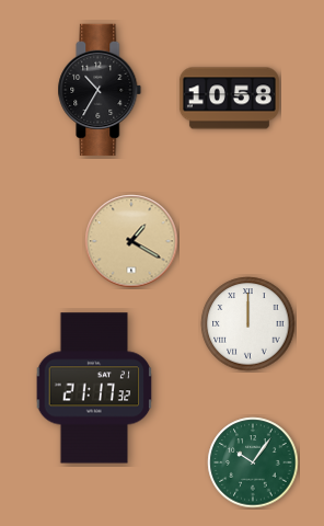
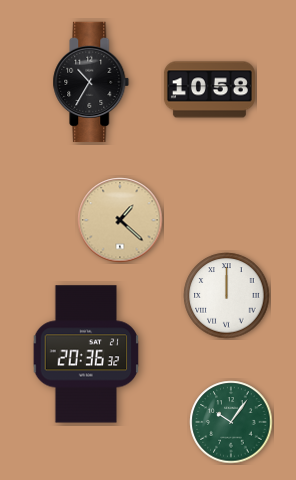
clock at (131, 241): 1:20 -> 1:22
clock at (94, 388): 21:17 -> 20:36
